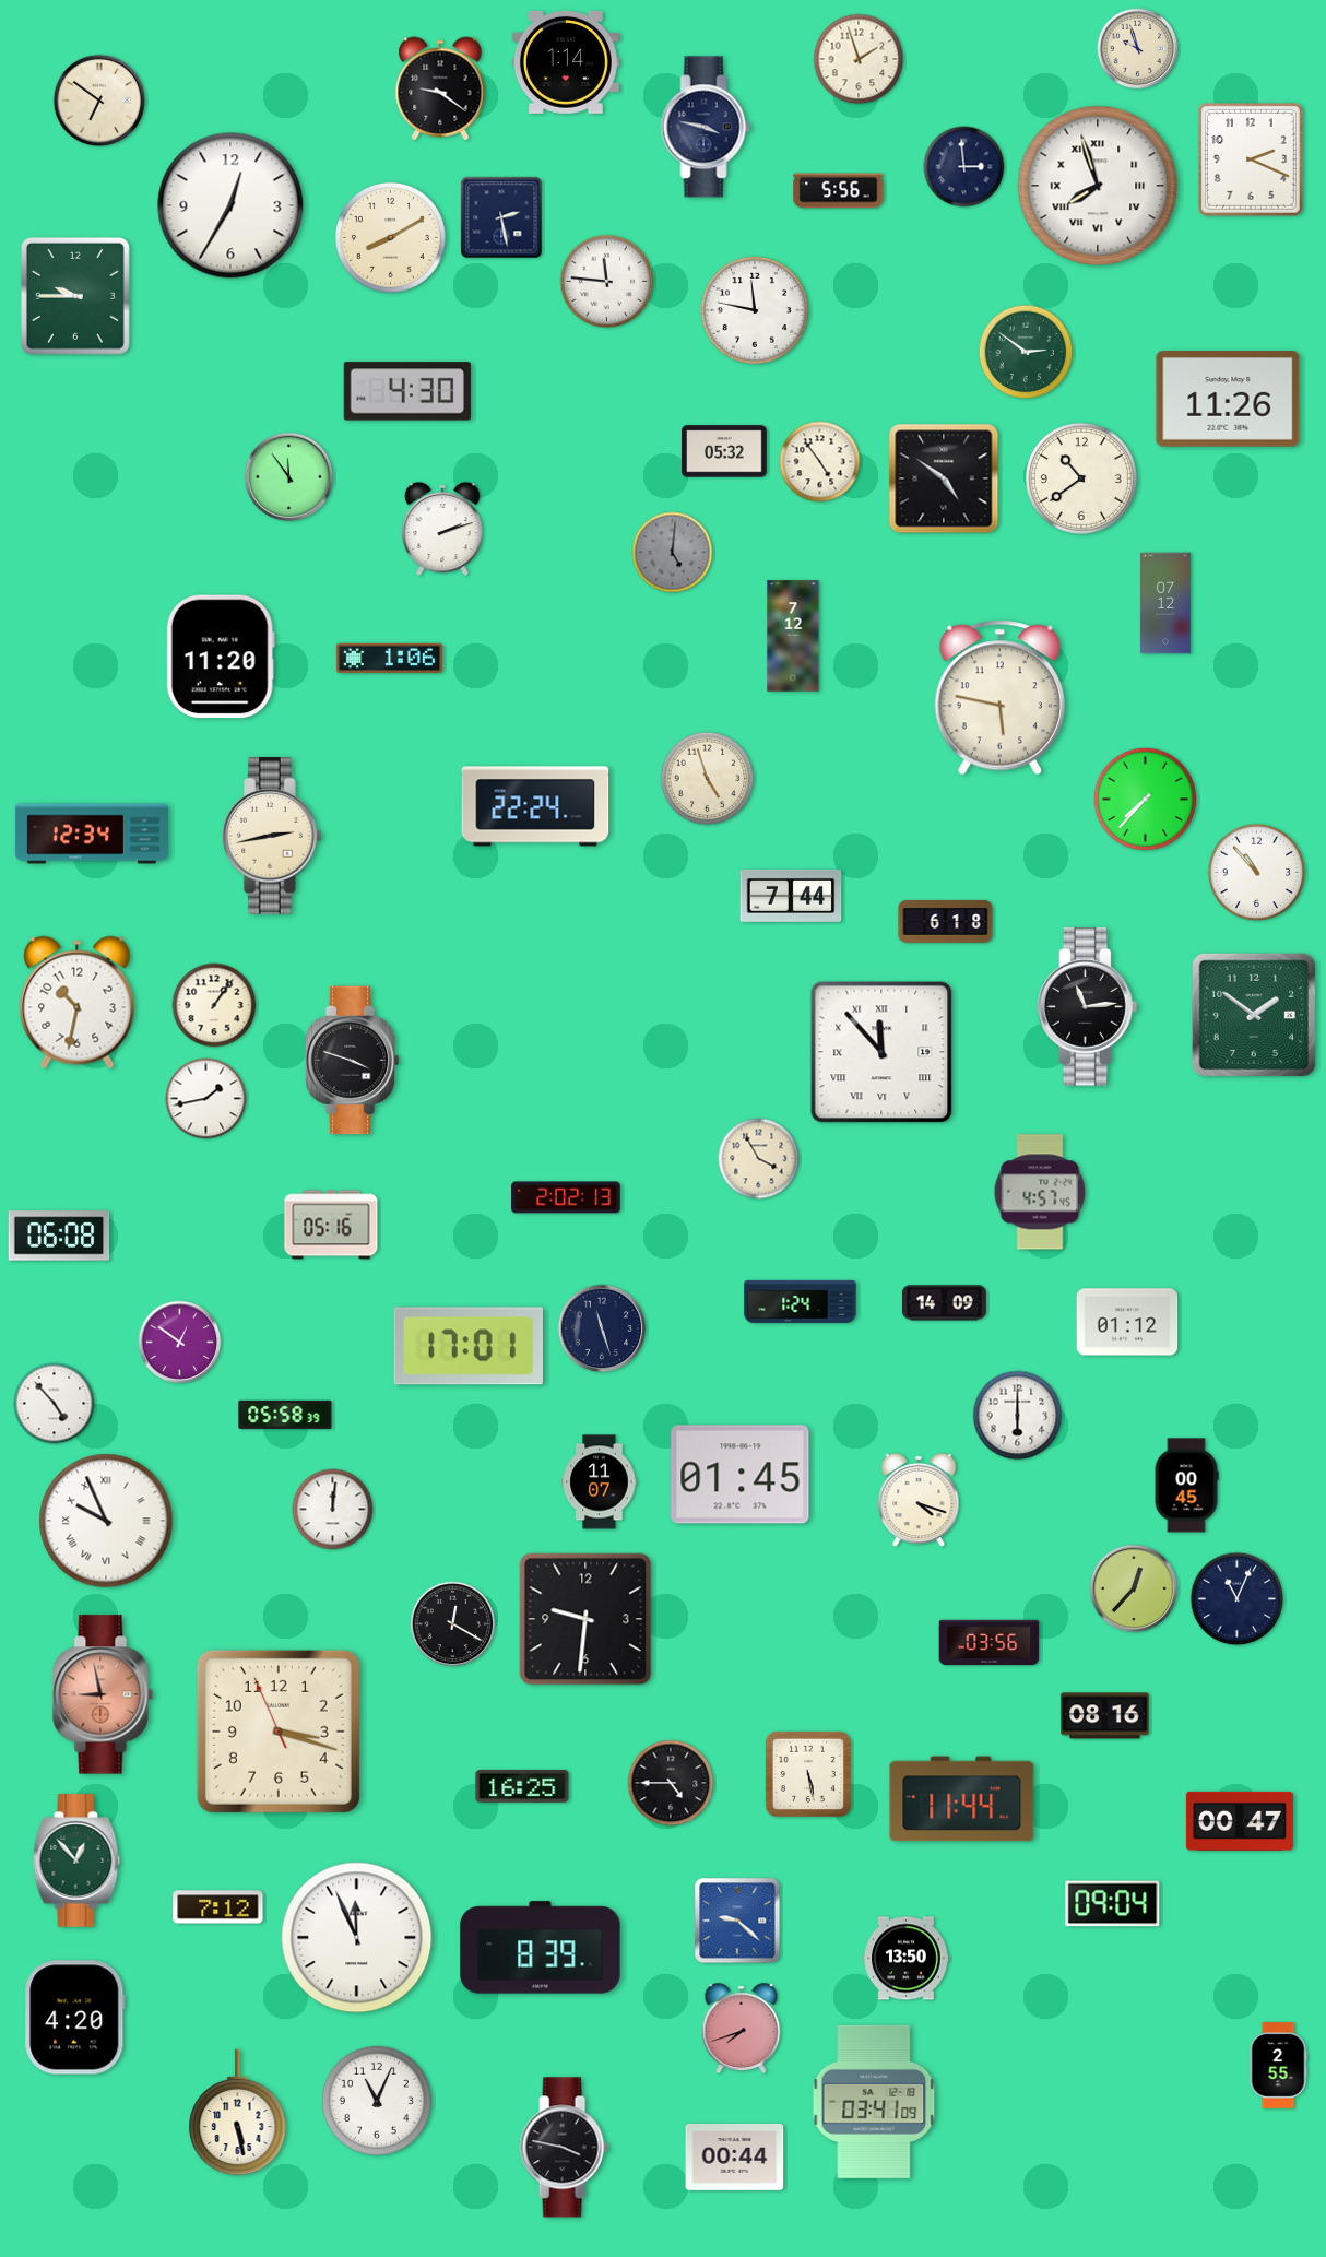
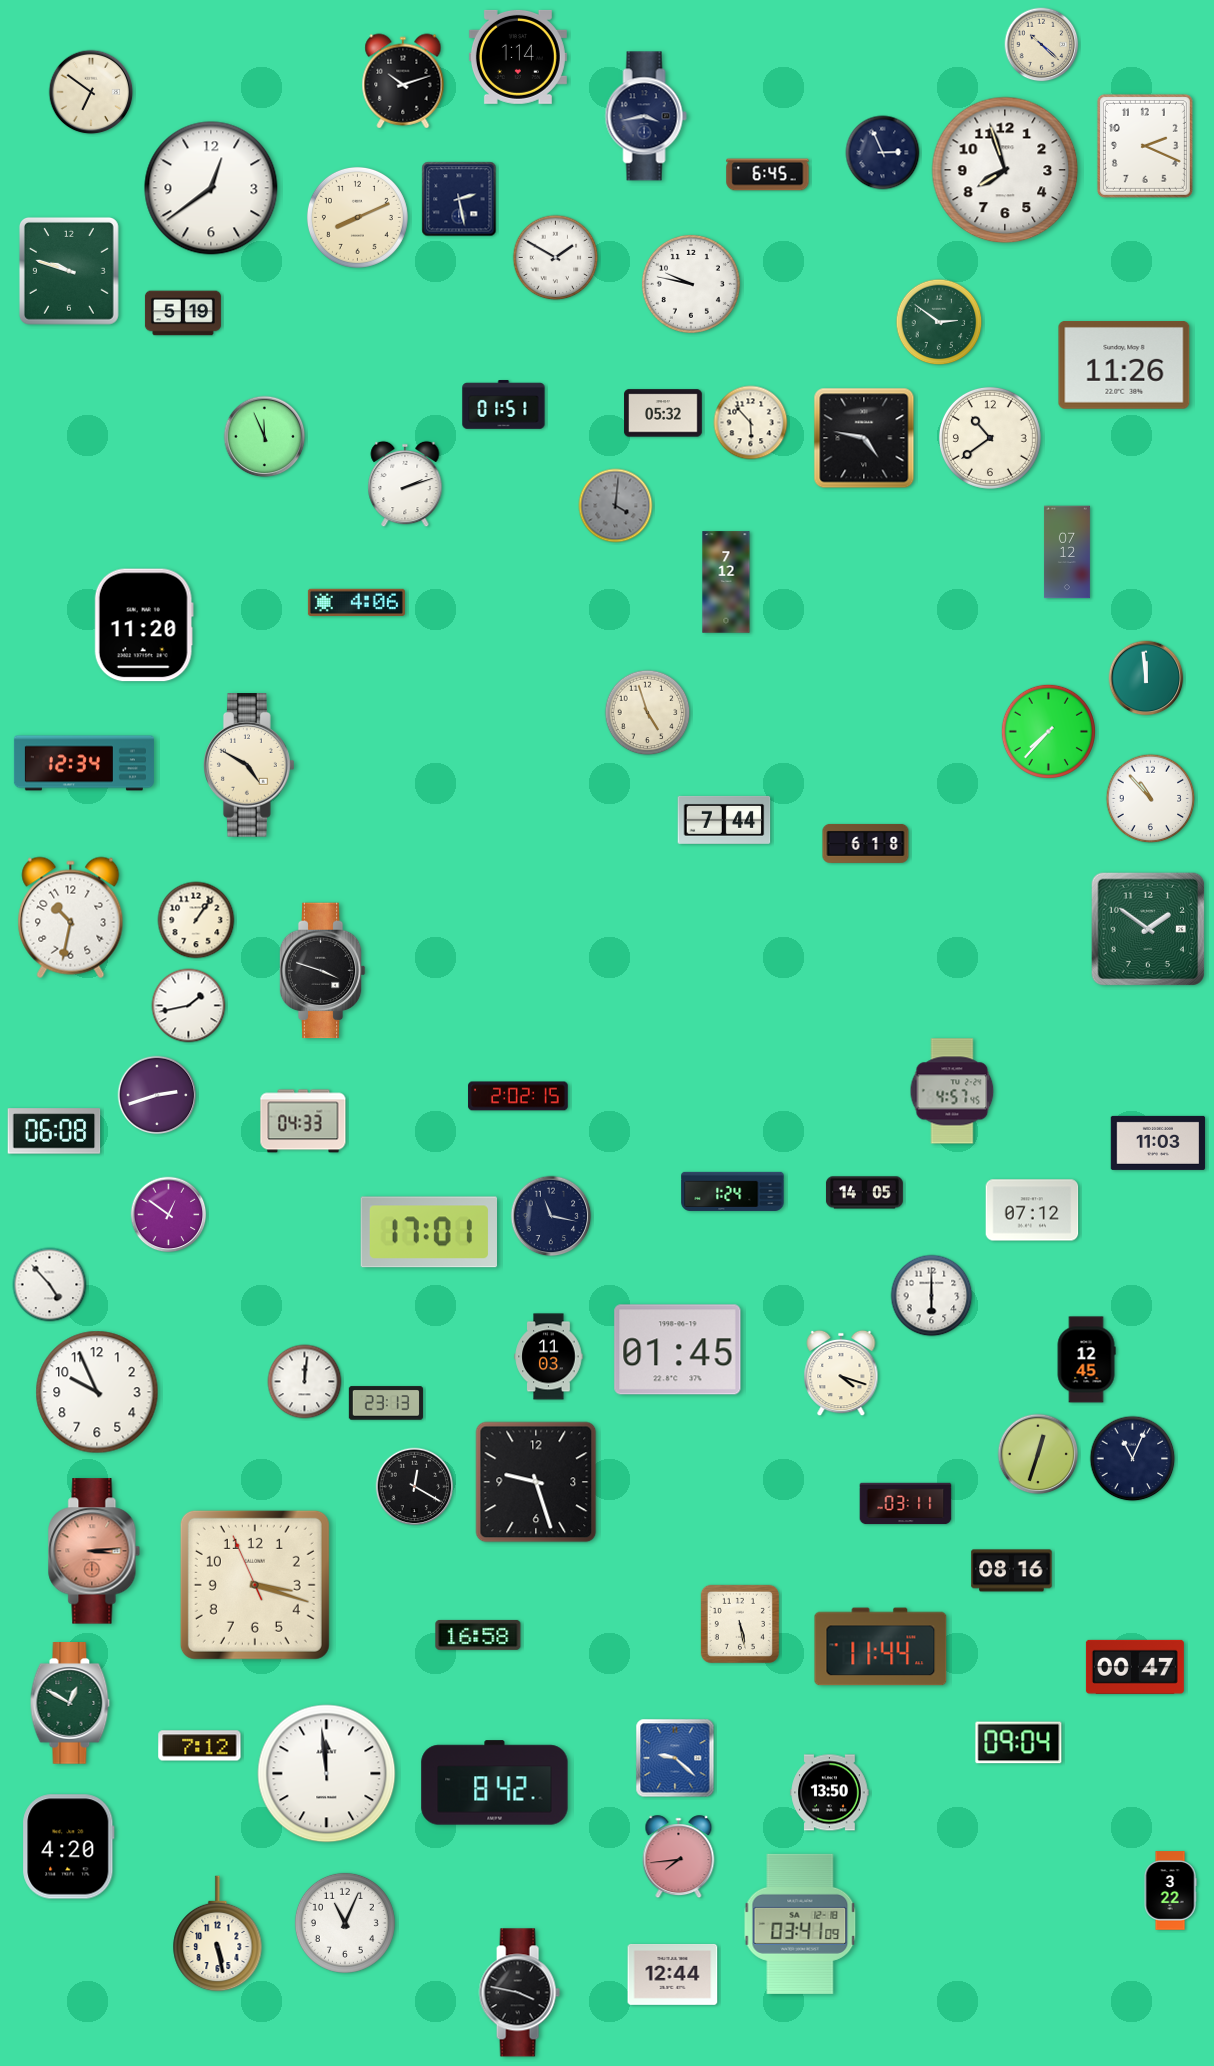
clock at (1138, 49): 9:57 -> 10:22
clock at (859, 59): 1:57 -> none
clock at (440, 88): 9:21 -> 10:12
clock at (706, 127): 3:47 -> 3:43
clock at (964, 167): 2:59 -> 2:56
clock at (1098, 186) numerals: Roman -> Arabic
clock at (839, 191): 5:56 -> 6:45
clock at (230, 205): 12:35 -> 12:39
clock at (390, 237): 8:10 -> 8:11
clock at (607, 282): 11:46 -> 1:50
clock at (75, 296): 9:45 -> 9:48
clock at (755, 310): 11:47 -> 9:47
clock at (183, 313): none -> 5:19
clock at (407, 391): 4:30 -> none
clock at (504, 405): none -> 01:51
clock at (820, 462): 4:54 -> 5:53
clock at (289, 477): 11:54 -> 11:56
clock at (944, 478): 4:51 -> 4:47
clock at (673, 553): 5:01 -> 4:01
clock at (221, 657) position: (221, 657) -> (144, 625)
clock at (389, 658): 1:06 -> 4:06
clock at (999, 698): 5:47 -> none
clock at (1146, 678): none -> 11:59
clock at (535, 806): 22:24 -> none
clock at (273, 836): 2:43 -> 4:50
clock at (1088, 1007): 11:14 -> none
clock at (881, 1052): 11:53 -> none
clock at (759, 1159): 3:55 -> none
clock at (157, 1095): none -> 2:42
clock at (566, 1197): 2:02:13 -> 2:02:15
clock at (331, 1225): 05:16 -> 04:33
clock at (1158, 1143): none -> 11:03
clock at (944, 1303): 14:09 -> 14:05
clock at (1127, 1322): 01:12 -> 07:12
clock at (602, 1328): 11:27 -> 11:17
clock at (180, 1343) position: (180, 1343) -> (169, 1215)
clock at (285, 1415): 05:58 -> none
clock at (600, 1482): 11:07 -> 11:03
clock at (1186, 1486): 00:45 -> 12:45
clock at (106, 1521) numerals: Roman -> Arabic
clock at (386, 1403): none -> 23:13
clock at (1134, 1588): 12:37 -> 12:33
clock at (1238, 1599) position: (1238, 1599) -> (1133, 1459)
clock at (585, 1619): 9:31 -> 9:27
clock at (990, 1643): 03:56 -> 03:11
clock at (103, 1694): 8:58 -> 3:14
clock at (671, 1783): 4:45 -> none
clock at (522, 1786): 16:25 -> 16:58
clock at (76, 1860): 12:53 -> 12:50
clock at (357, 1938): 11:56 -> 11:59
clock at (541, 1948): 8:39 -> 8:42
clock at (742, 2029): 7:42 -> 7:44
clock at (1278, 2066): 2:55 -> 3:22
clock at (564, 2148) position: (564, 2148) -> (519, 1993)
clock at (735, 2156): 00:44 -> 12:44
